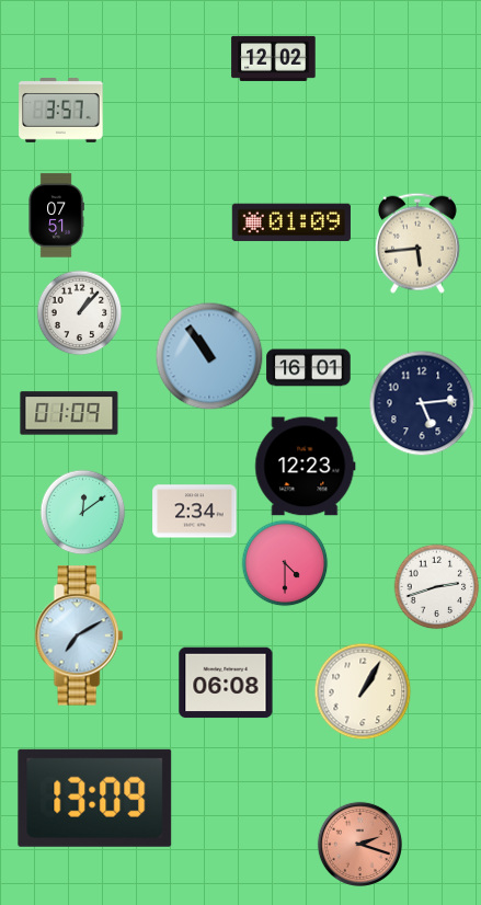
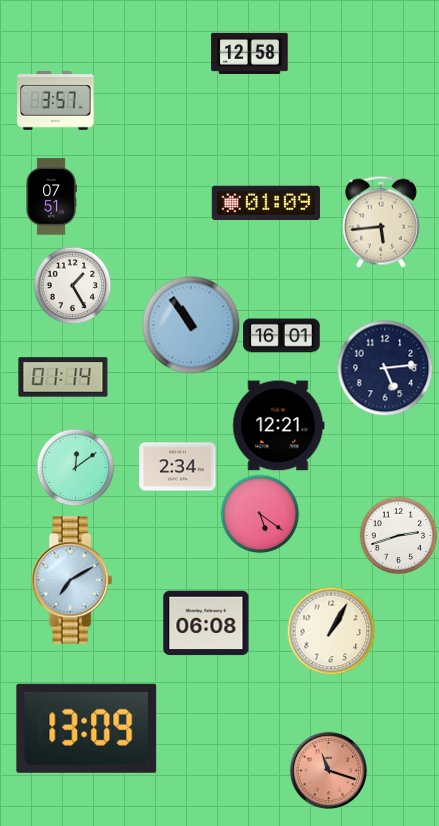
clock at (274, 58): 12:02 -> 12:58
clock at (79, 312): 1:07 -> 1:25
clock at (69, 413): 01:09 -> 01:14
clock at (306, 467): 12:23 -> 12:21
clock at (285, 563): 4:30 -> 5:21
clock at (359, 844): 2:18 -> 11:18
